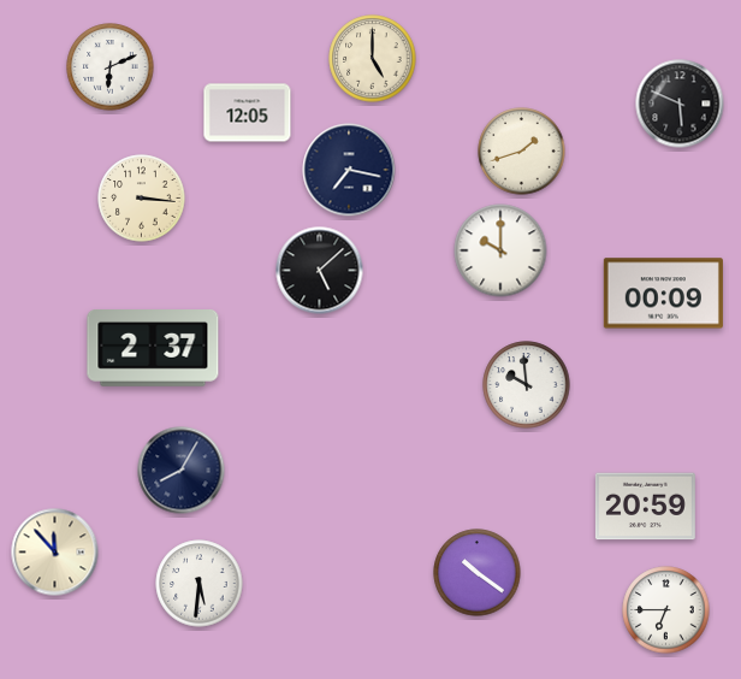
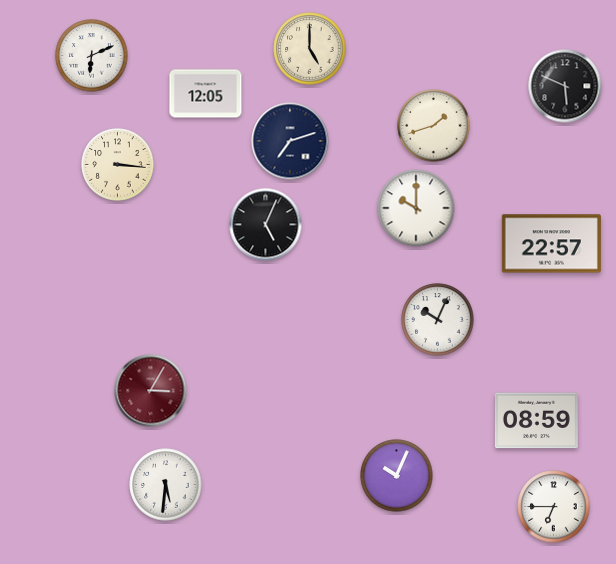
clock at (349, 170): 7:17 -> 7:12
clock at (320, 271): 5:08 -> 5:04
clock at (663, 294): 00:09 -> 22:57
clock at (153, 349): 2:37 -> none
clock at (527, 385): 9:59 -> 10:04
clock at (182, 471): 8:05 -> 3:05
clock at (182, 471) dial: navy -> burgundy
clock at (645, 507): 20:59 -> 08:59
clock at (55, 553): 11:53 -> none
clock at (478, 573): 10:21 -> 10:04
